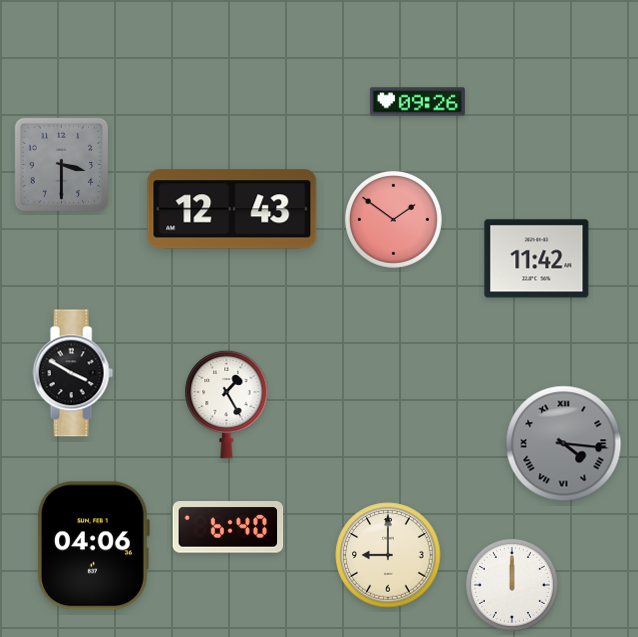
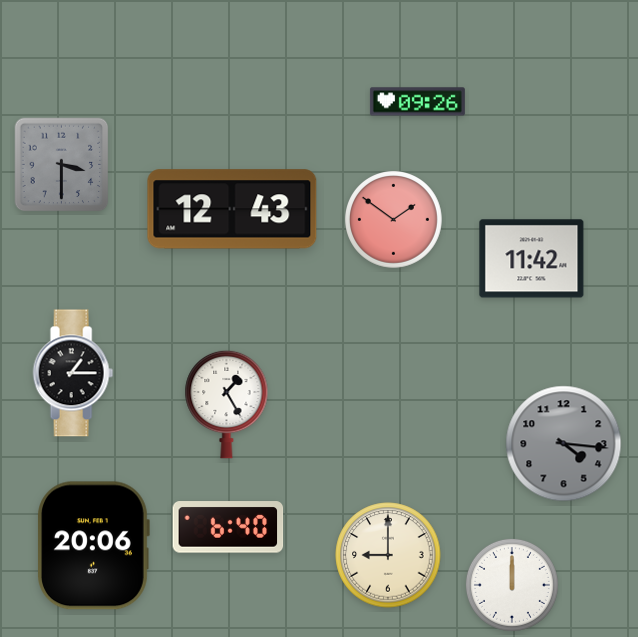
clock at (537, 259) position: (537, 259) -> (532, 259)
clock at (73, 373): 3:50 -> 1:15
clock at (564, 444) numerals: Roman -> Arabic
clock at (93, 546): 04:06 -> 20:06
